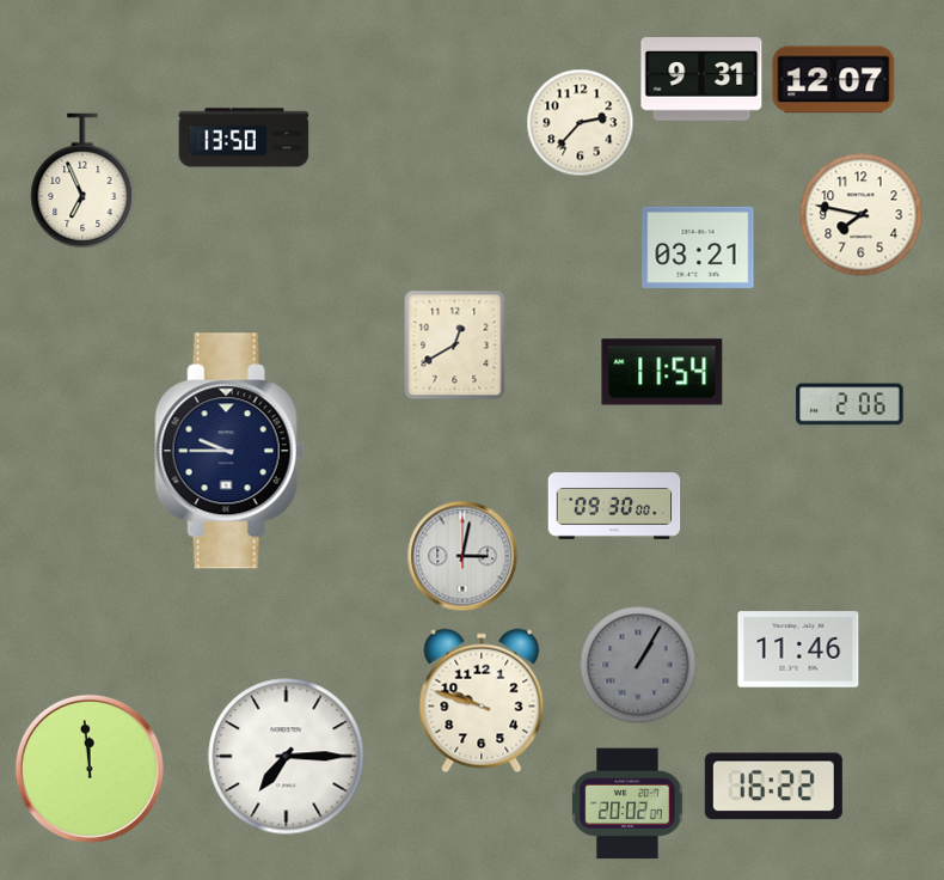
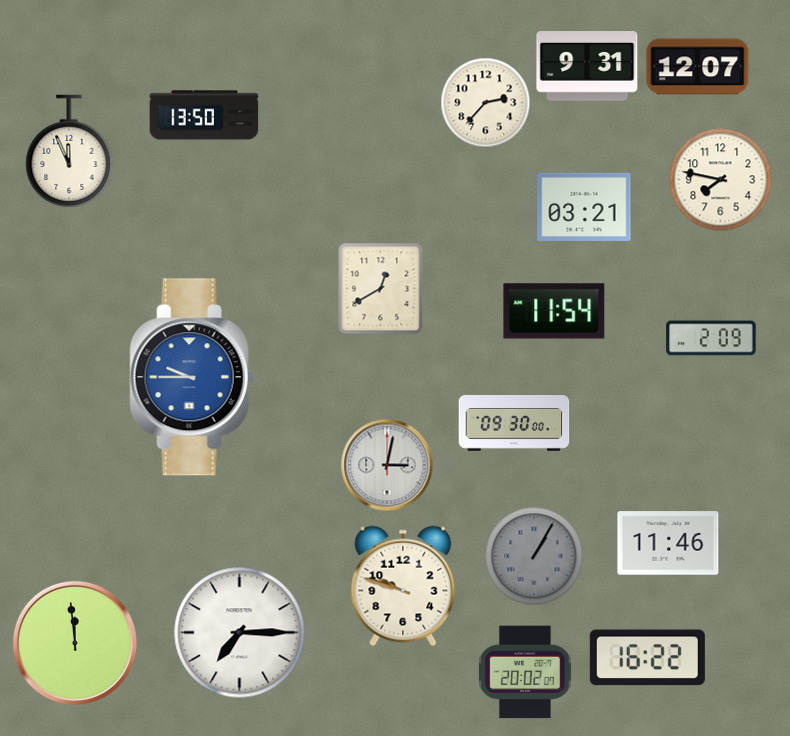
clock at (82, 181): 6:56 -> 11:56
clock at (850, 404): 2:06 -> 2:09
clock at (229, 451) dial: navy -> blue
